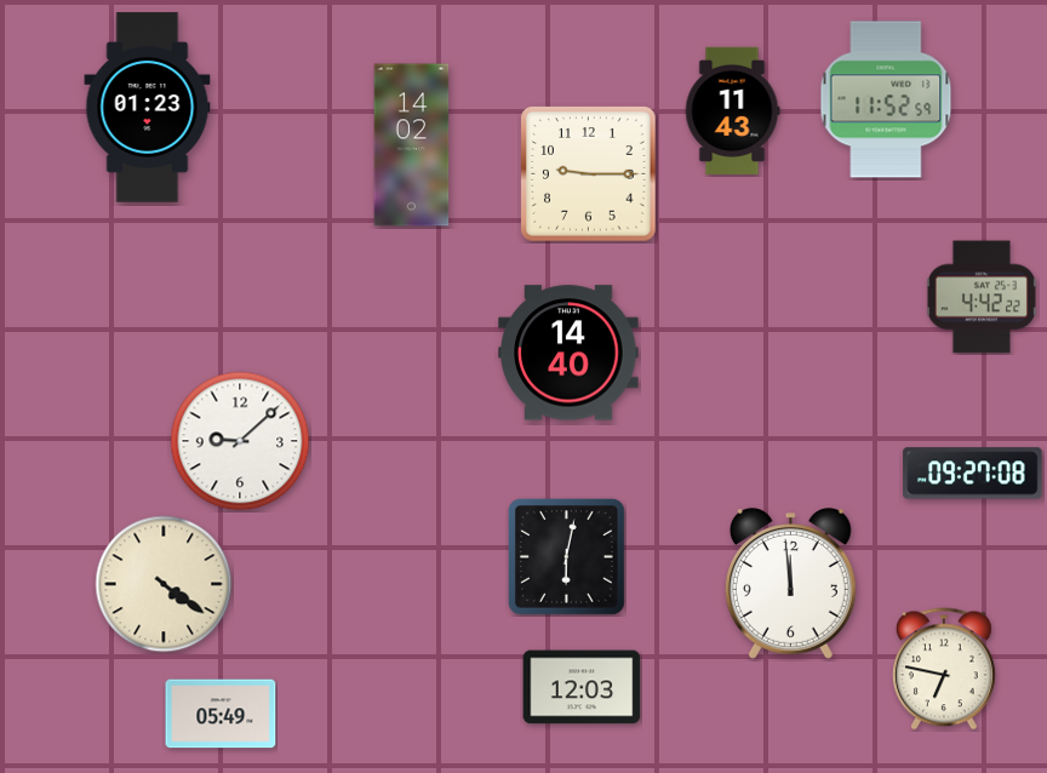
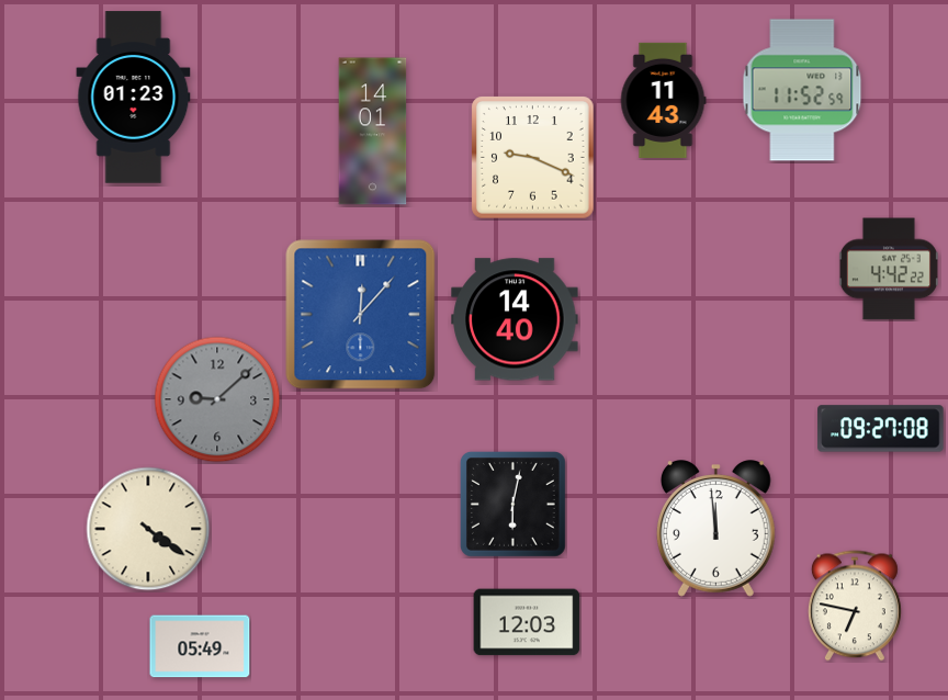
clock at (412, 145): 14:02 -> 14:01
clock at (589, 174): 9:15 -> 9:19
clock at (361, 315): none -> 12:07
clock at (240, 441) dial: white -> grey
